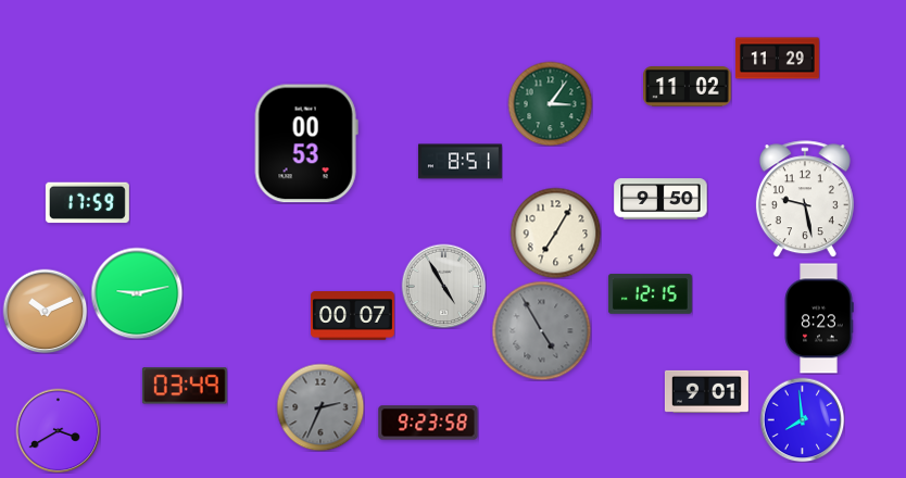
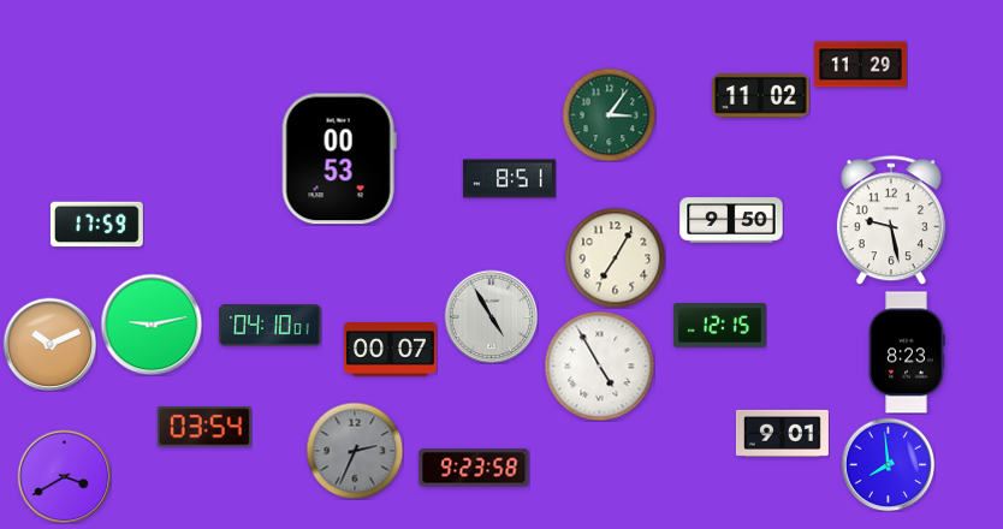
clock at (271, 326): none -> 04:10
clock at (541, 330) dial: grey -> white
clock at (185, 386): 03:49 -> 03:54
